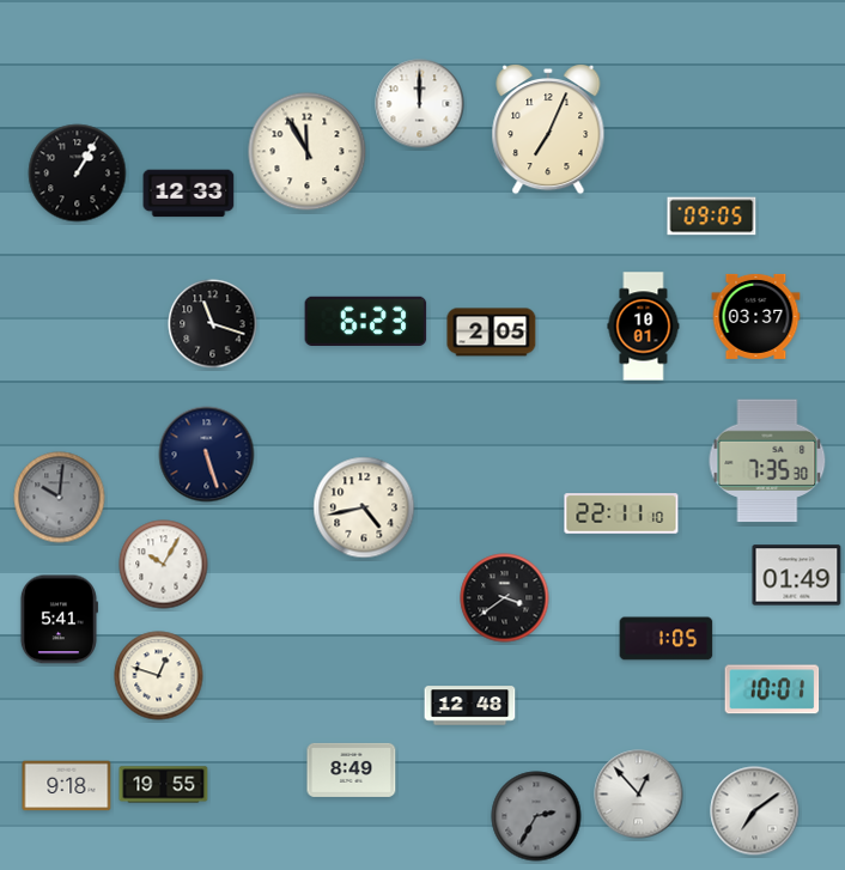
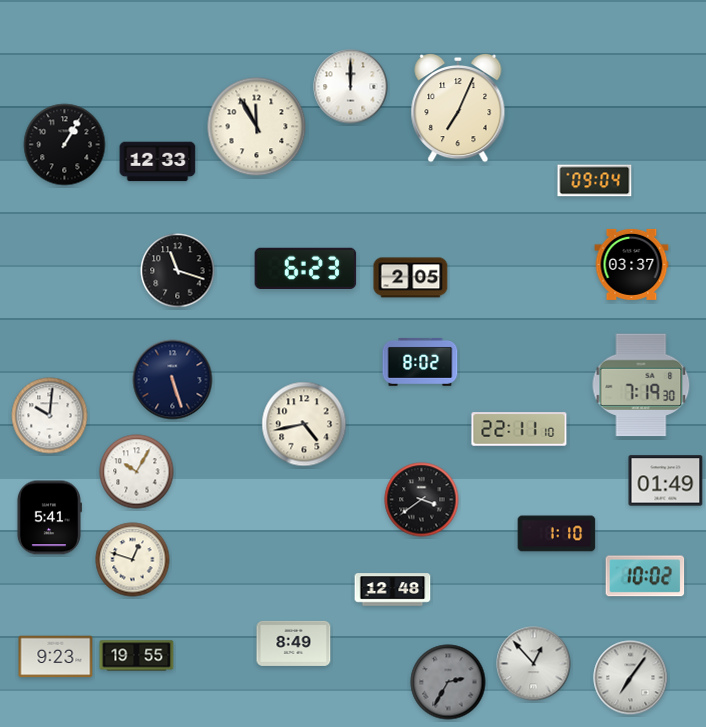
clock at (712, 217): 09:05 -> 09:04
clock at (644, 327): 10:01 -> none
clock at (420, 362): none -> 8:02
clock at (767, 461): 7:35 -> 7:19
clock at (60, 498) dial: grey -> white
clock at (667, 639): 1:05 -> 1:10
clock at (159, 676) position: (159, 676) -> (133, 560)
clock at (772, 689): 10:01 -> 10:02
clock at (67, 786): 9:18 -> 9:23
clock at (755, 811): 7:09 -> 7:06
